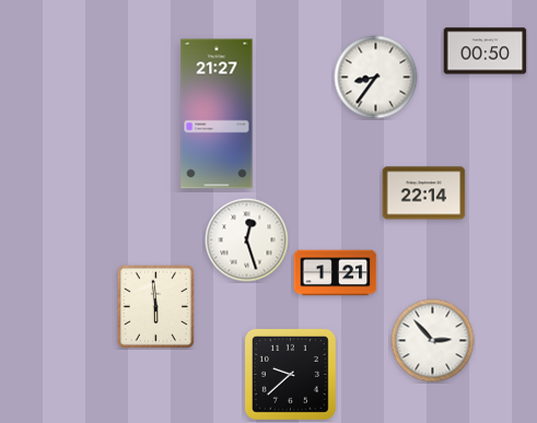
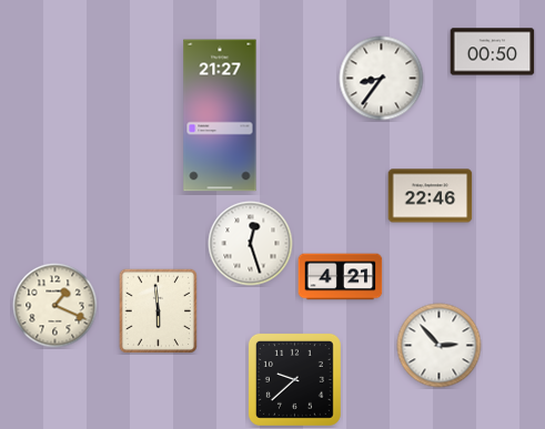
clock at (424, 193): 22:14 -> 22:46
clock at (336, 273): 1:21 -> 4:21
clock at (55, 306): none -> 1:19
